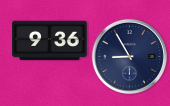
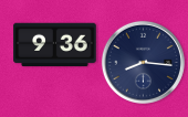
clock at (129, 56): 8:55 -> 8:16
